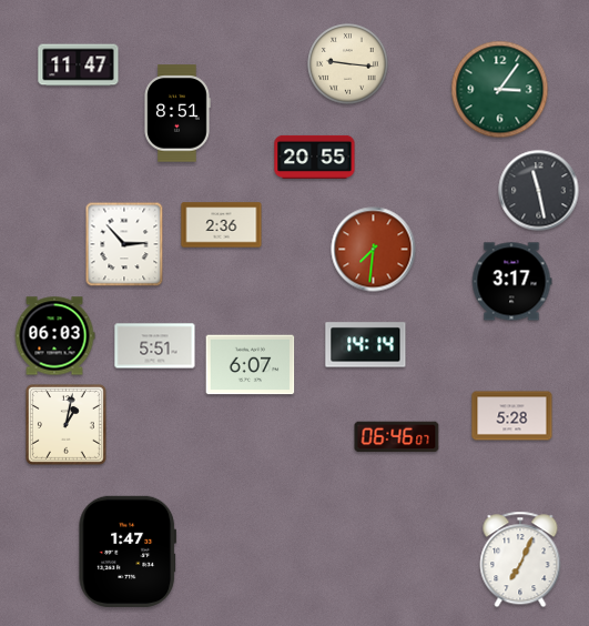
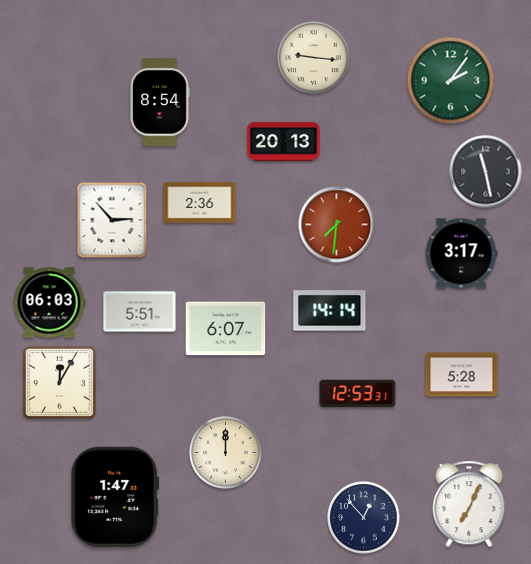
clock at (79, 65): 11:47 -> none
clock at (500, 90): 3:06 -> 2:06
clock at (177, 113): 8:51 -> 8:54
clock at (315, 156): 20:55 -> 20:13
clock at (67, 425): 1:02 -> 12:05
clock at (397, 437): 06:46 -> 12:53
clock at (226, 453): none -> 12:00
clock at (364, 518): none -> 12:53
